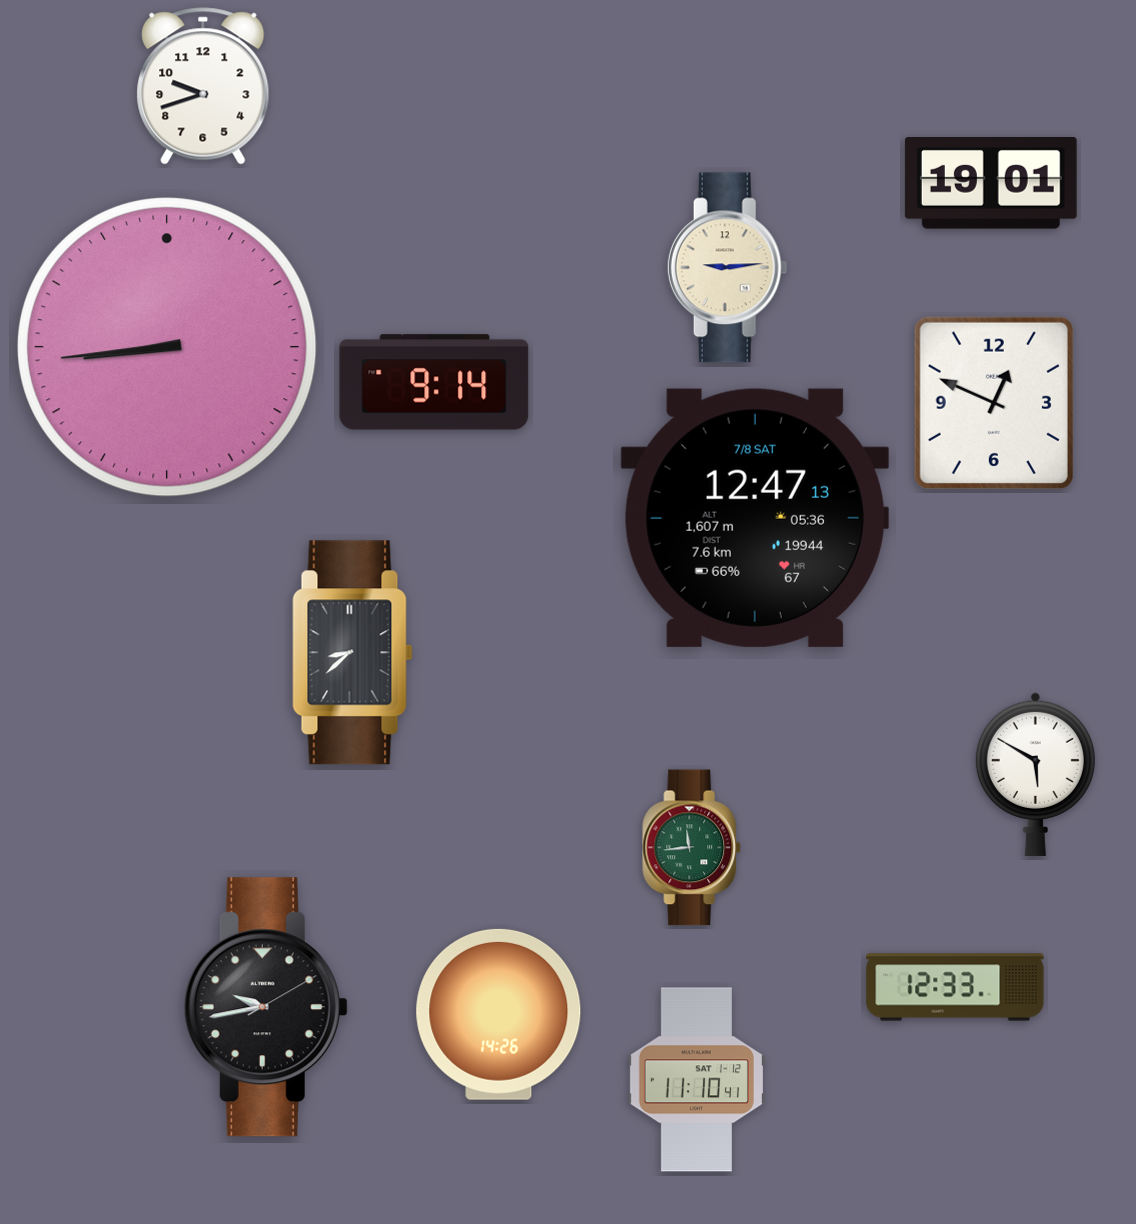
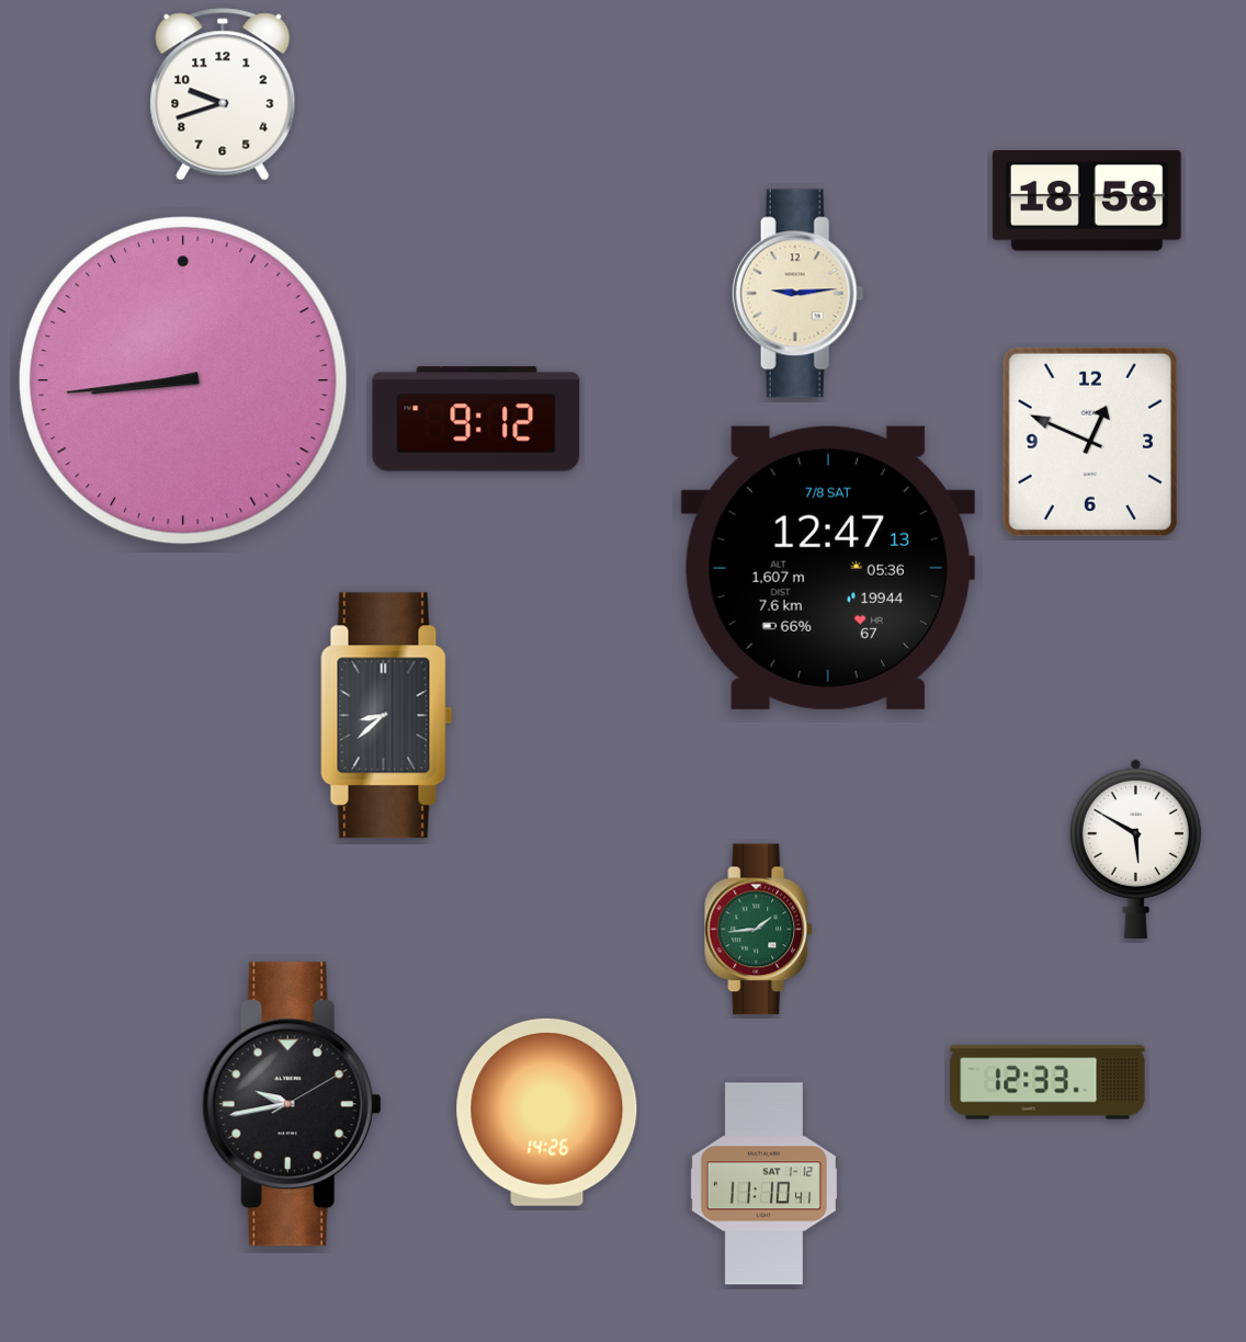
clock at (991, 184): 19:01 -> 18:58
clock at (434, 382): 9:14 -> 9:12
clock at (692, 848): 11:44 -> 1:44
